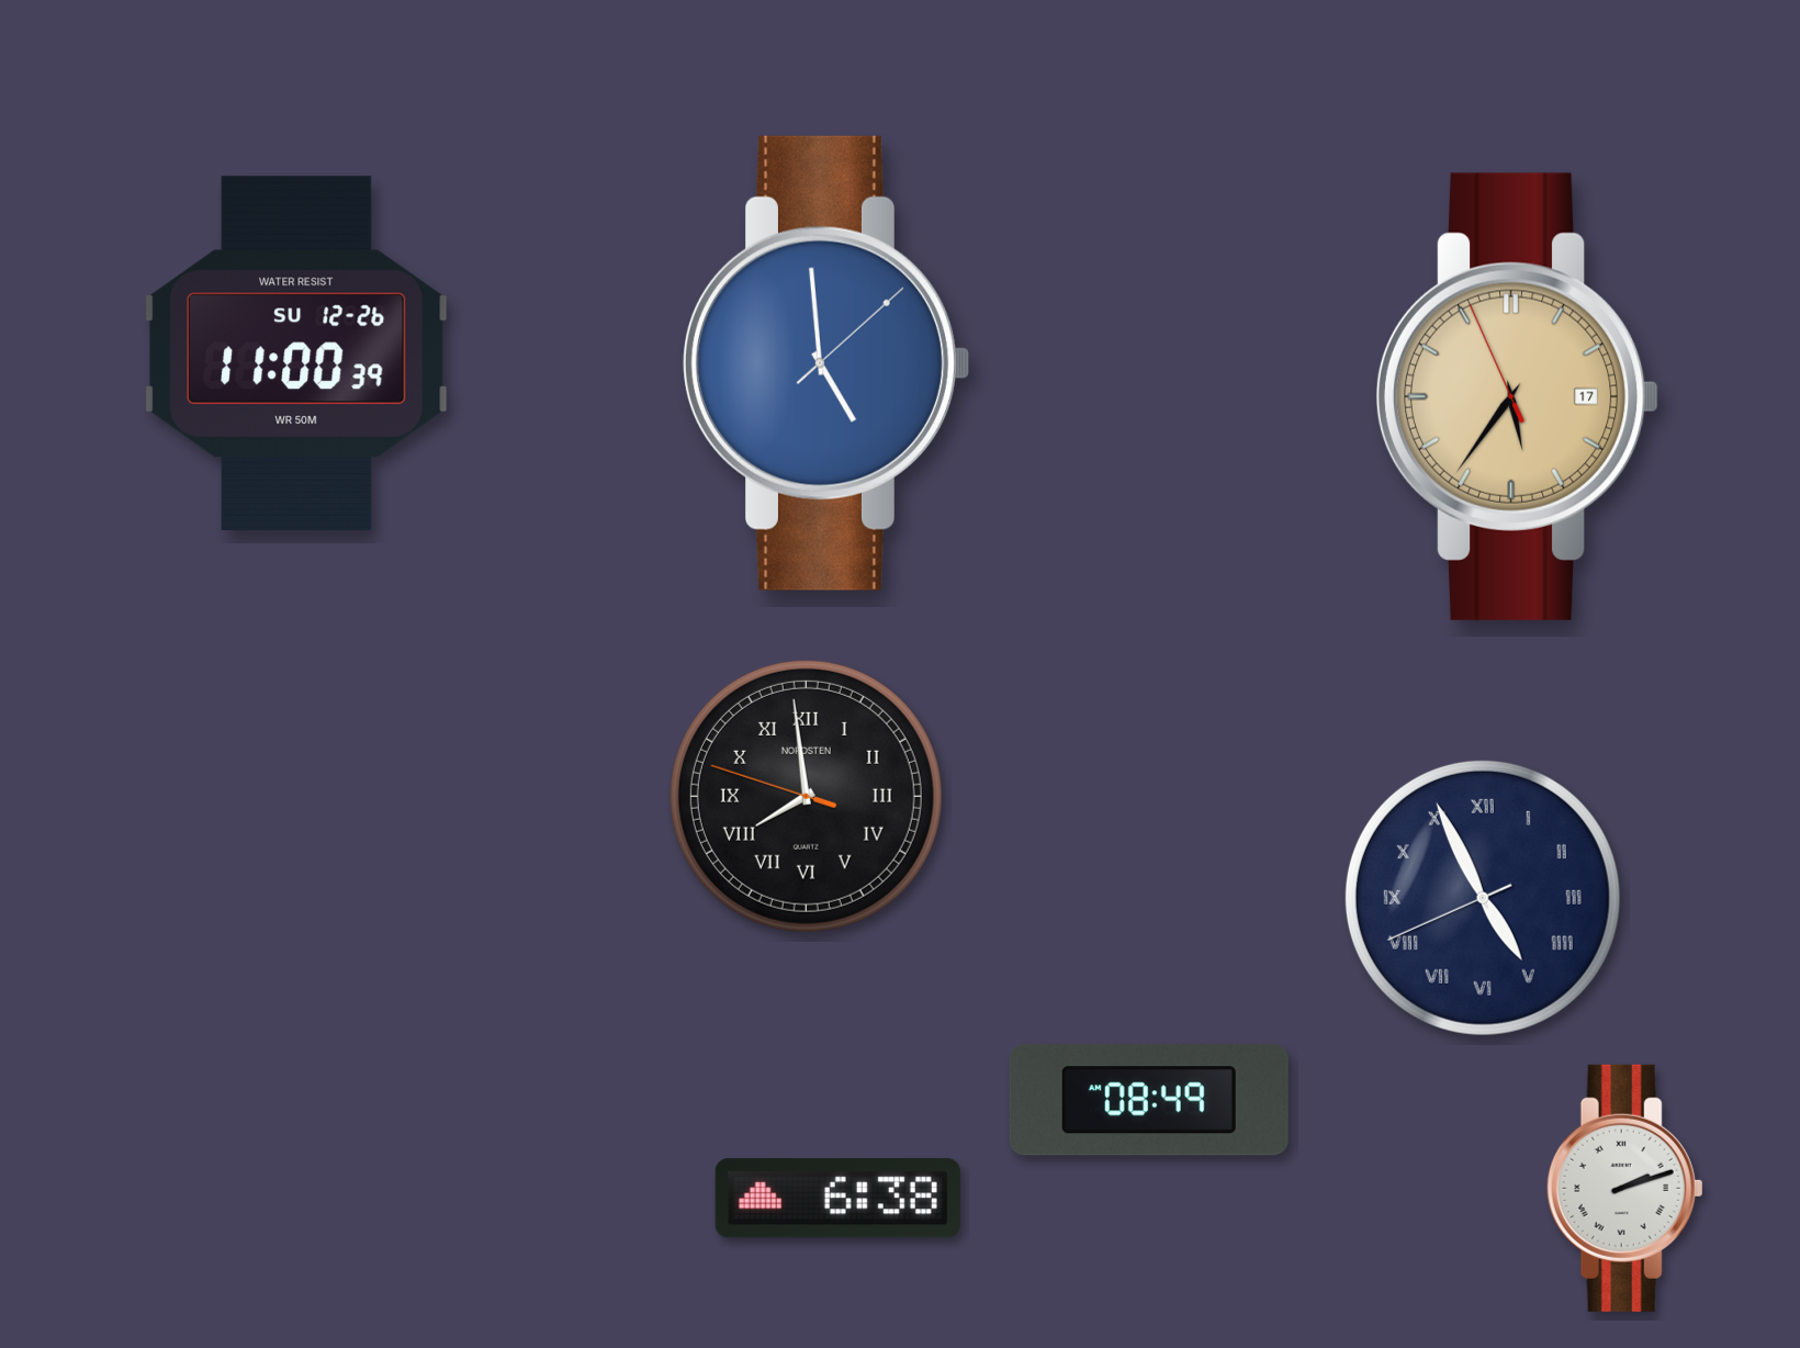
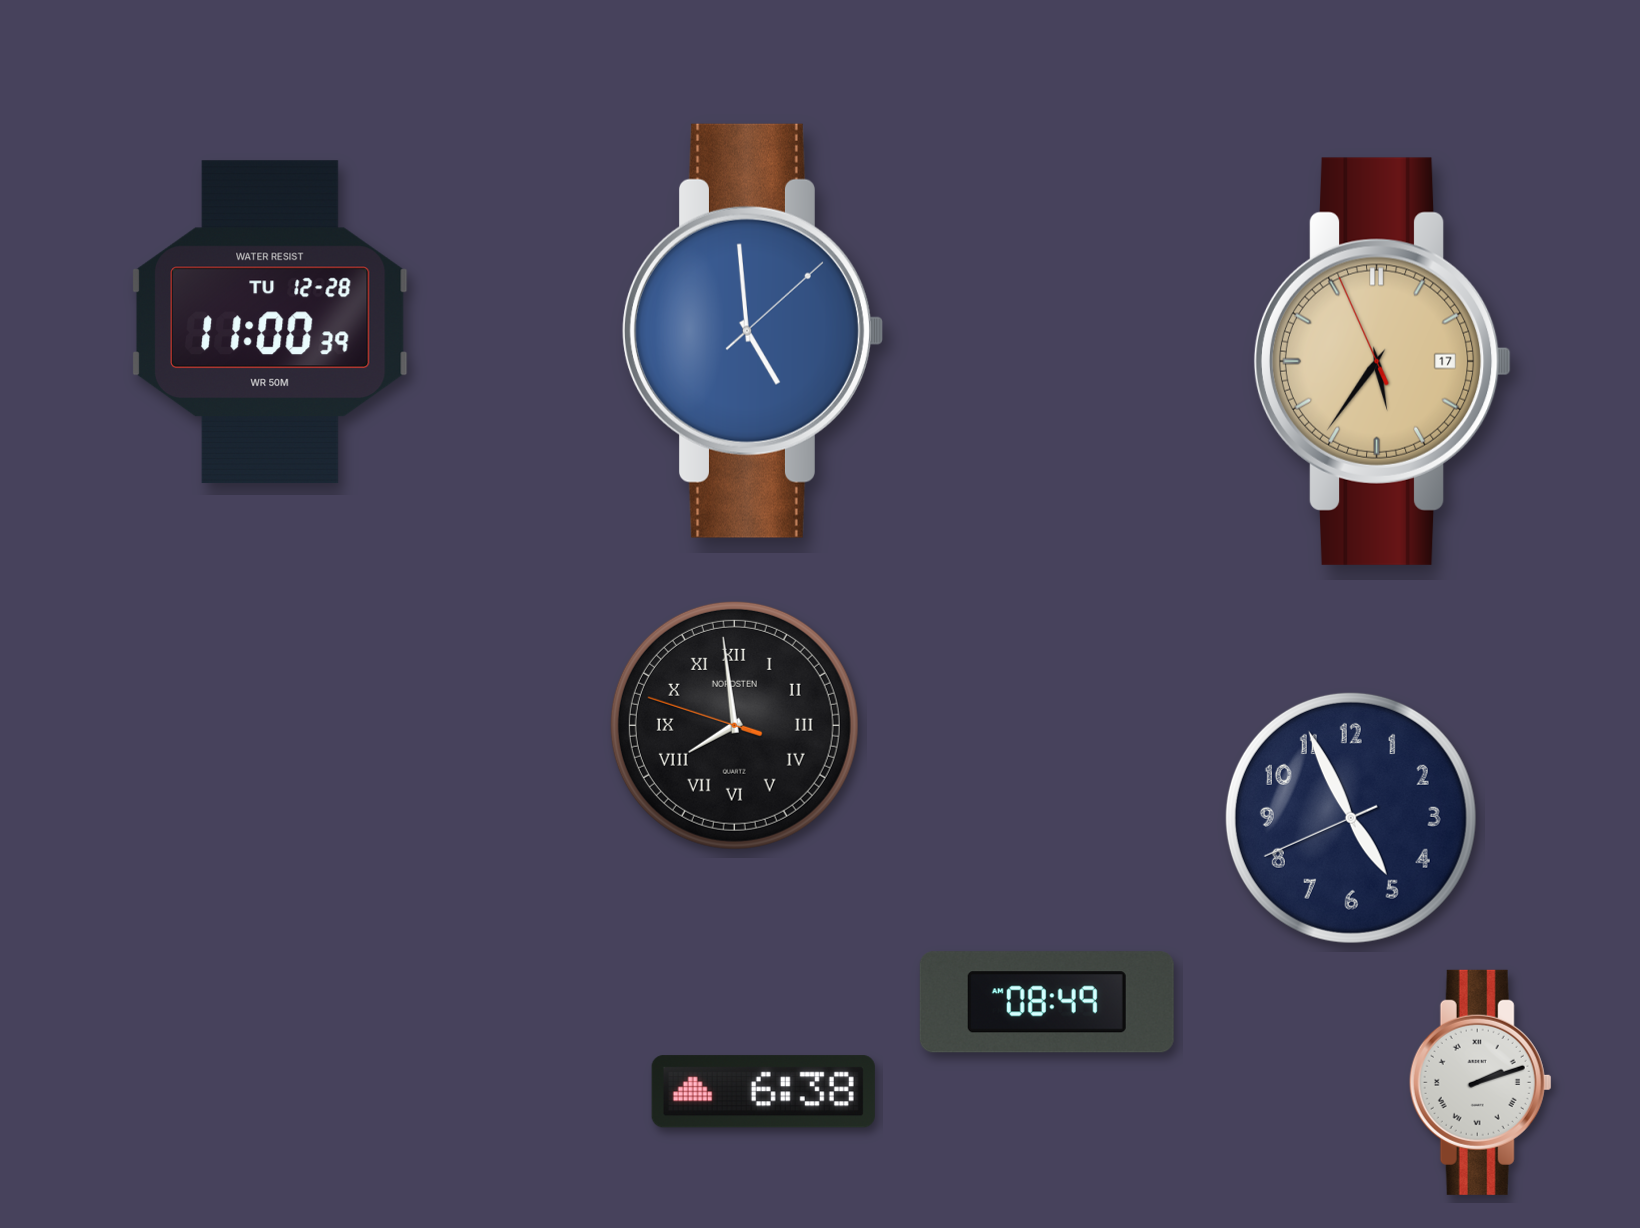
clock at (296, 353) date: SU 12-26 -> TU 12-28
clock at (1483, 898) numerals: Roman -> Arabic
